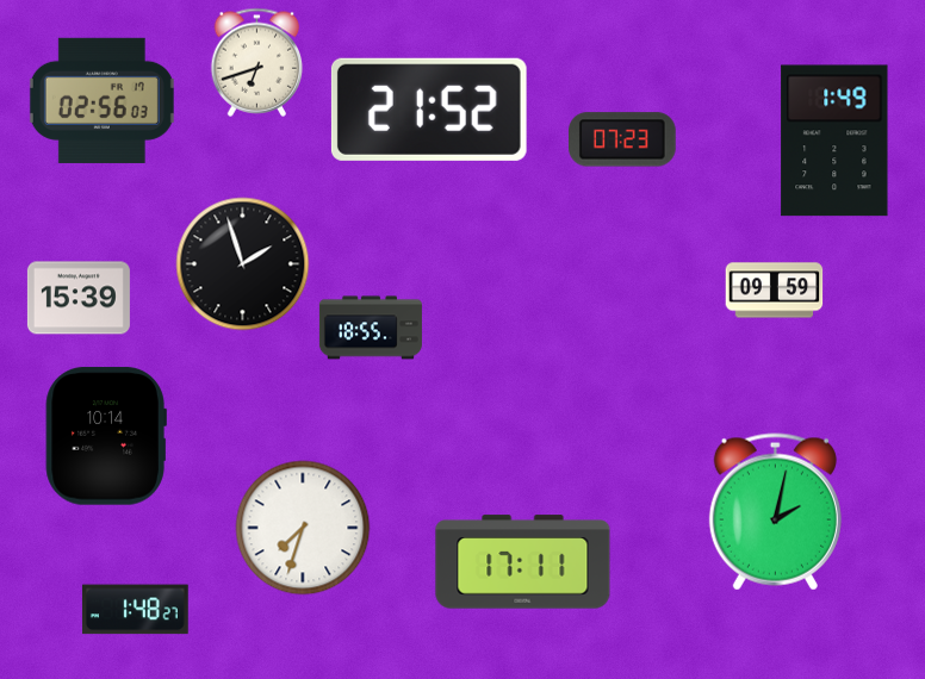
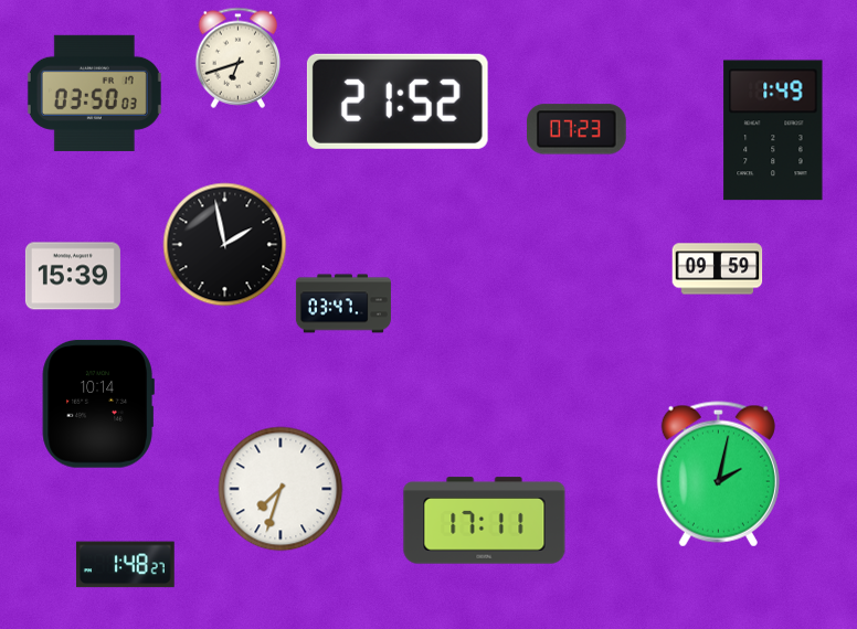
clock at (101, 100): 02:56 -> 03:50
clock at (243, 264): 1:57 -> 1:58
clock at (371, 328): 18:55 -> 03:47
